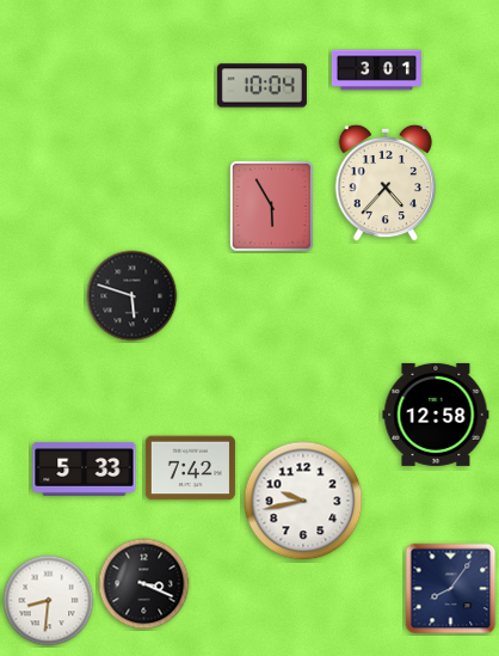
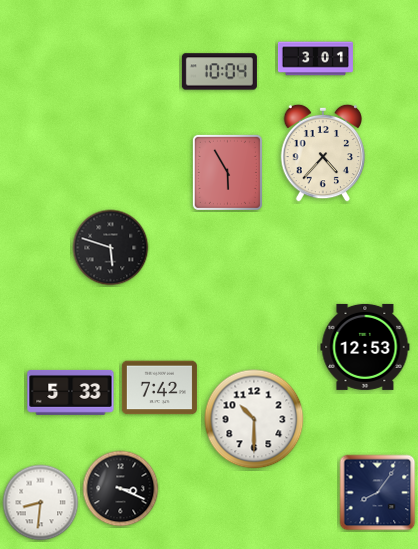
clock at (436, 415): 12:58 -> 12:53
clock at (190, 468) position: (190, 468) -> (159, 388)
clock at (303, 501): 9:43 -> 10:30
